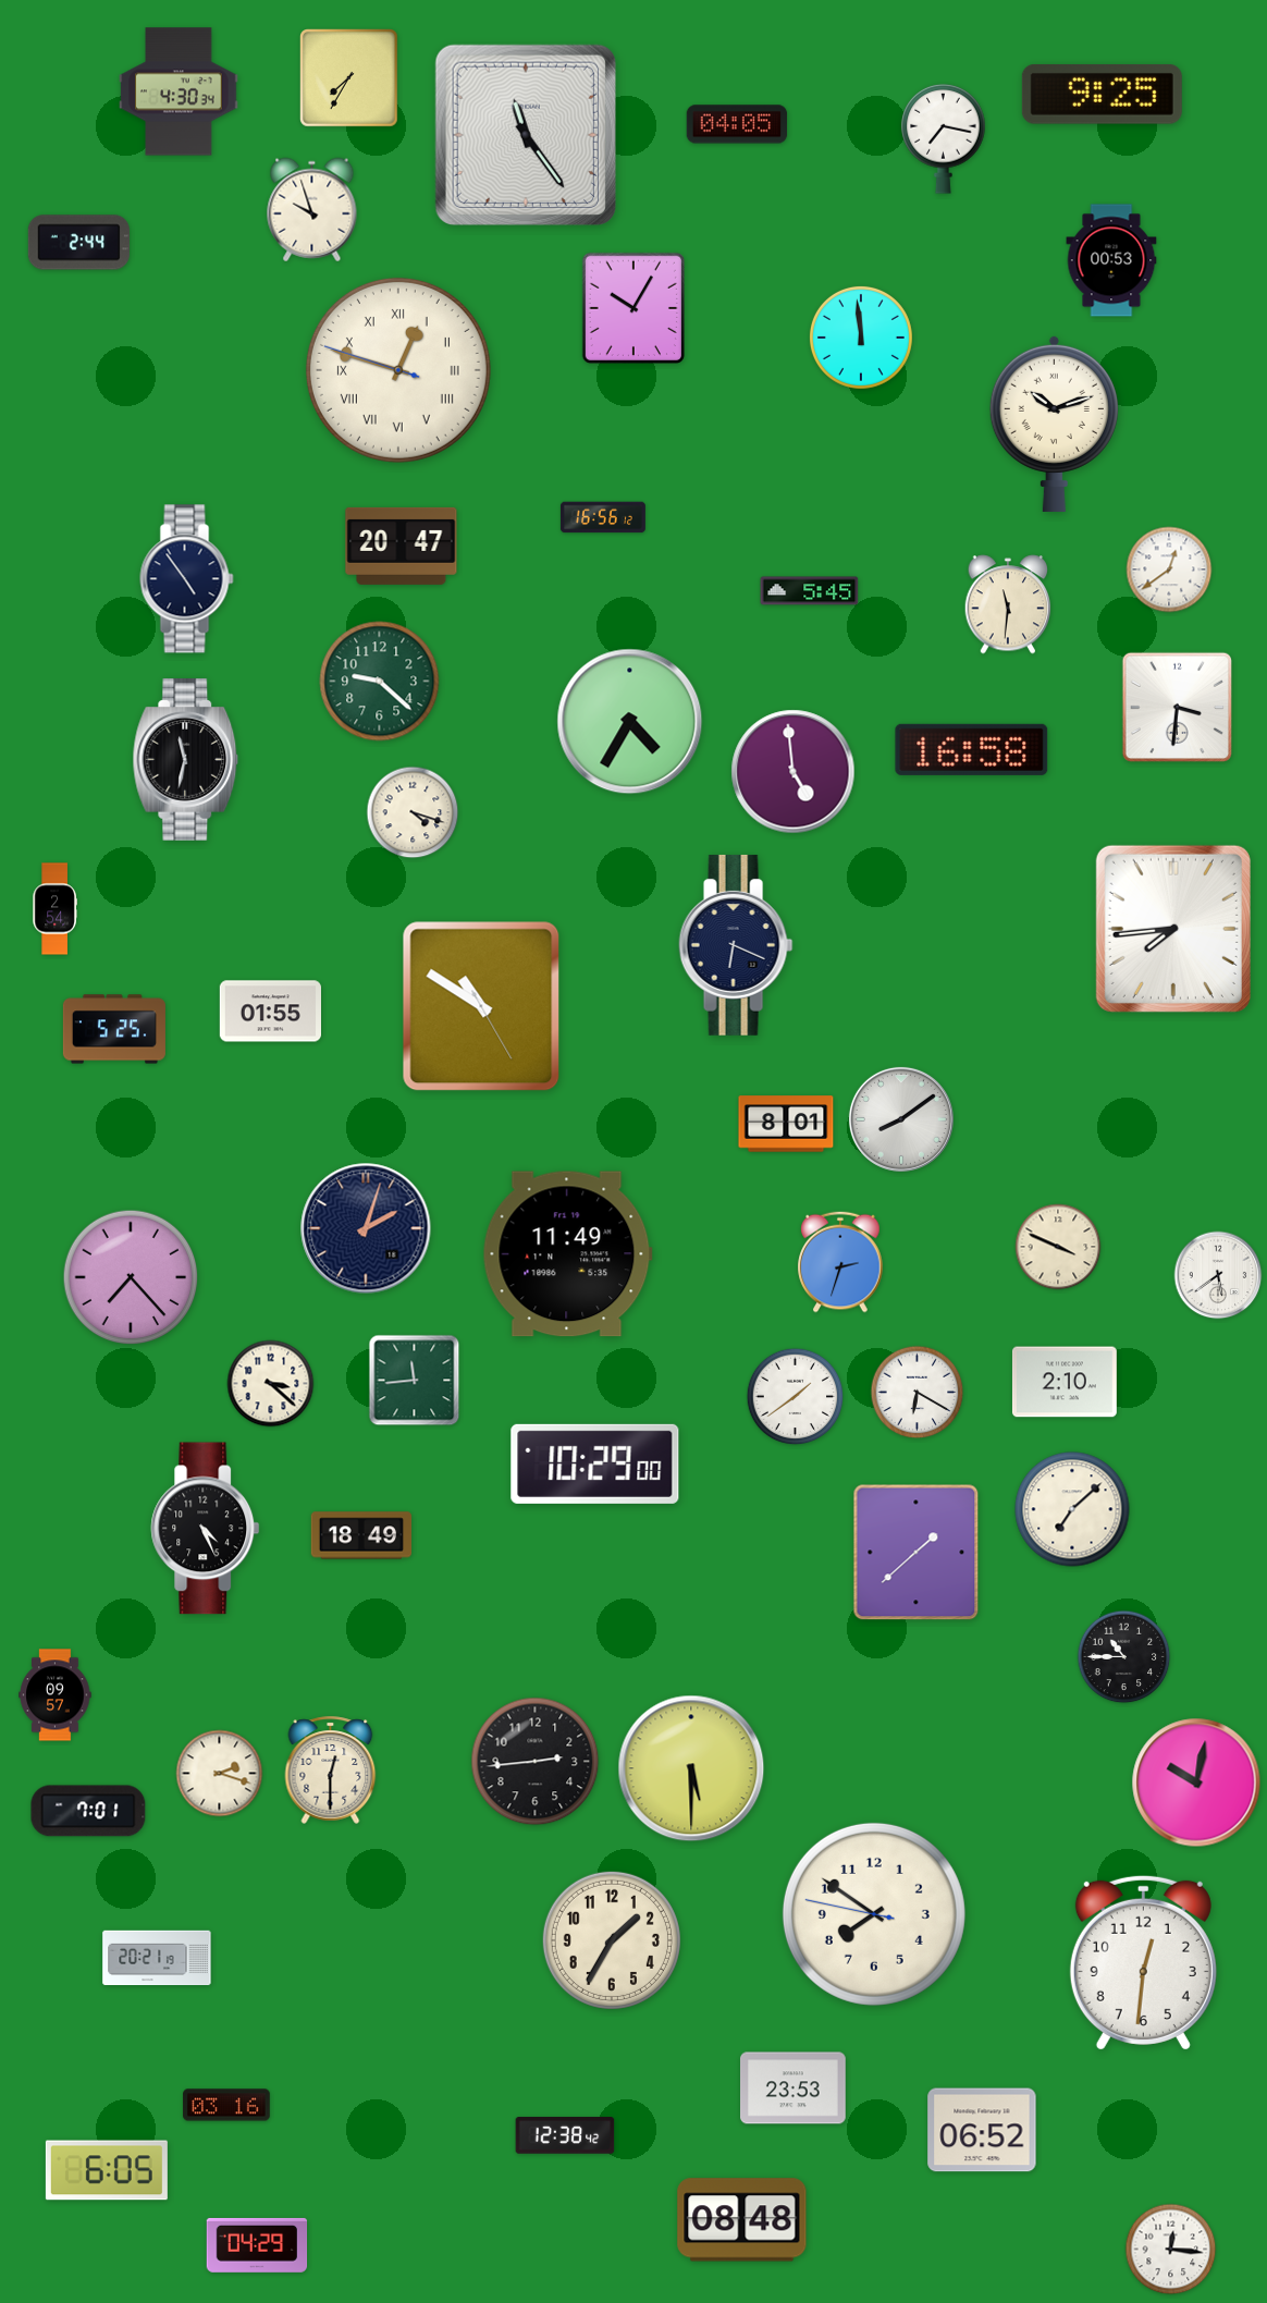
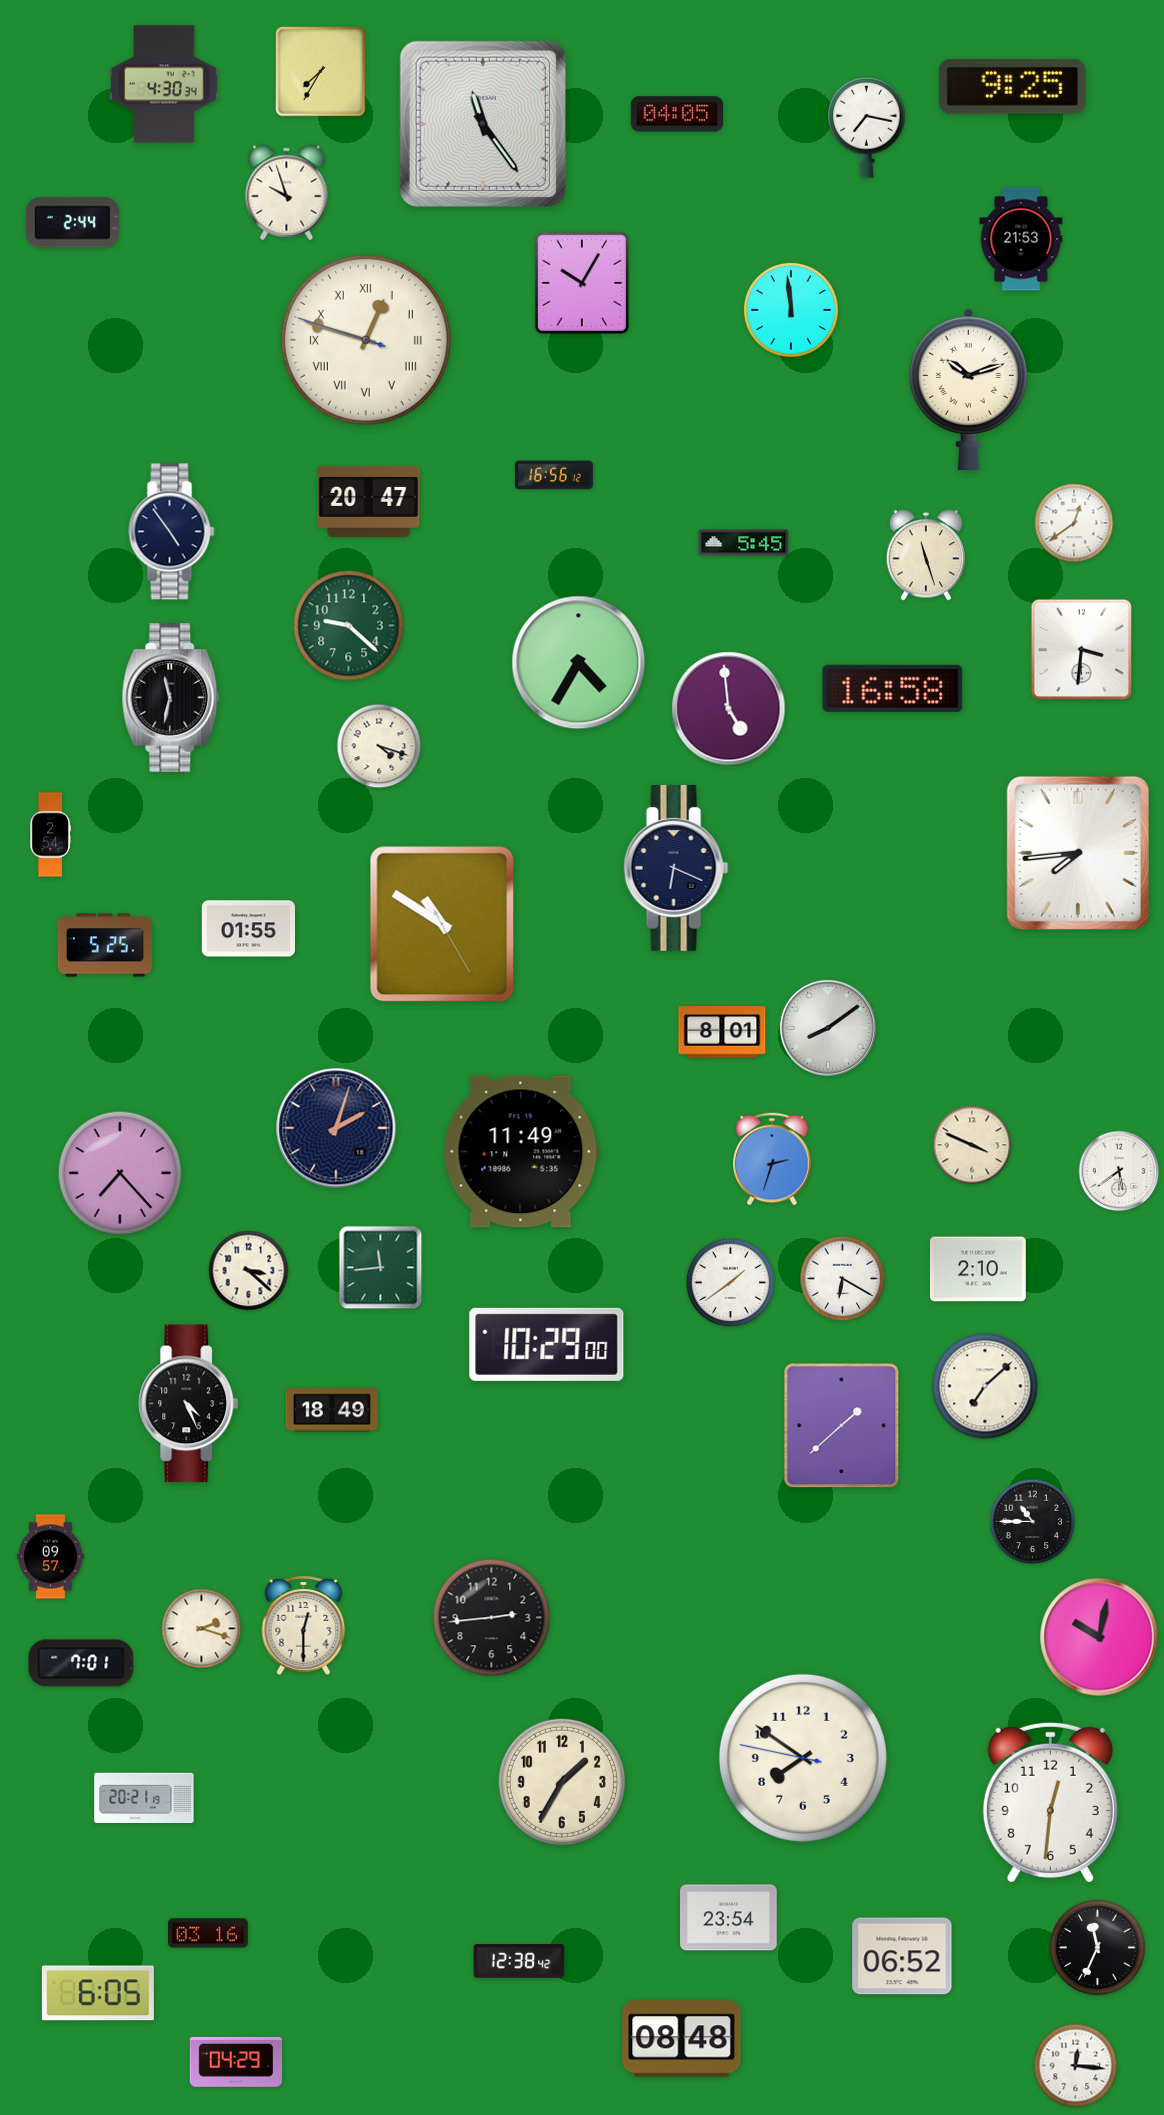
clock at (1111, 260): 00:53 -> 21:53
clock at (1008, 604): 11:31 -> 11:27
clock at (691, 1768): 5:30 -> none
clock at (794, 2088): 23:53 -> 23:54
clock at (1097, 1947): none -> 11:34
